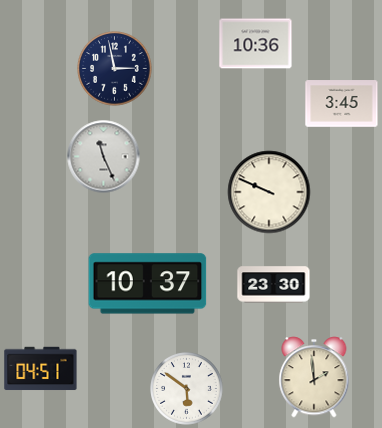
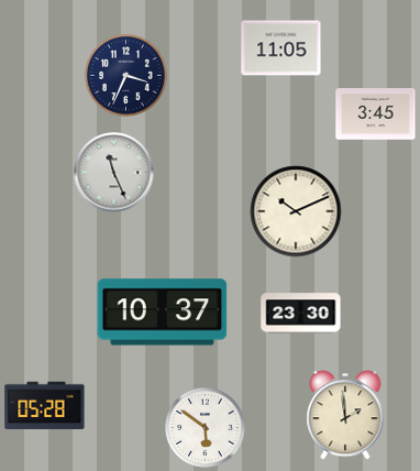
clock at (256, 44): 10:36 -> 11:05
clock at (115, 69): 2:58 -> 3:34
clock at (269, 192): 9:49 -> 10:11
clock at (41, 369): 04:51 -> 05:28
